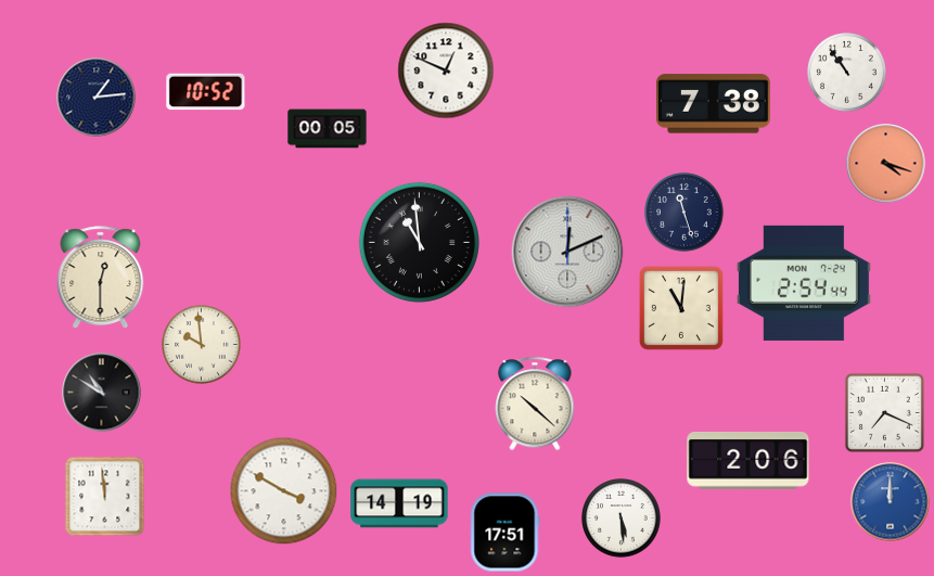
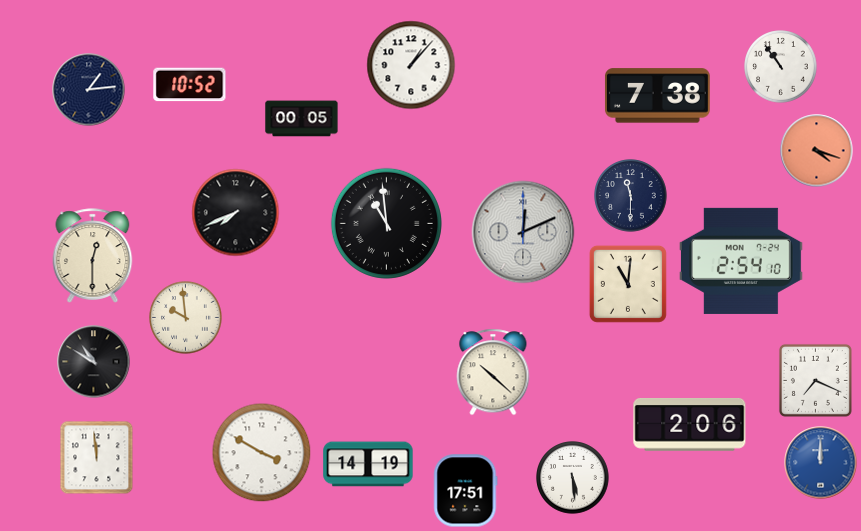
clock at (446, 71): 12:49 -> 1:07
clock at (684, 213): 11:27 -> 11:30
clock at (236, 213): none -> 7:41
clock at (804, 283): 2:54:44 -> 2:54:10
